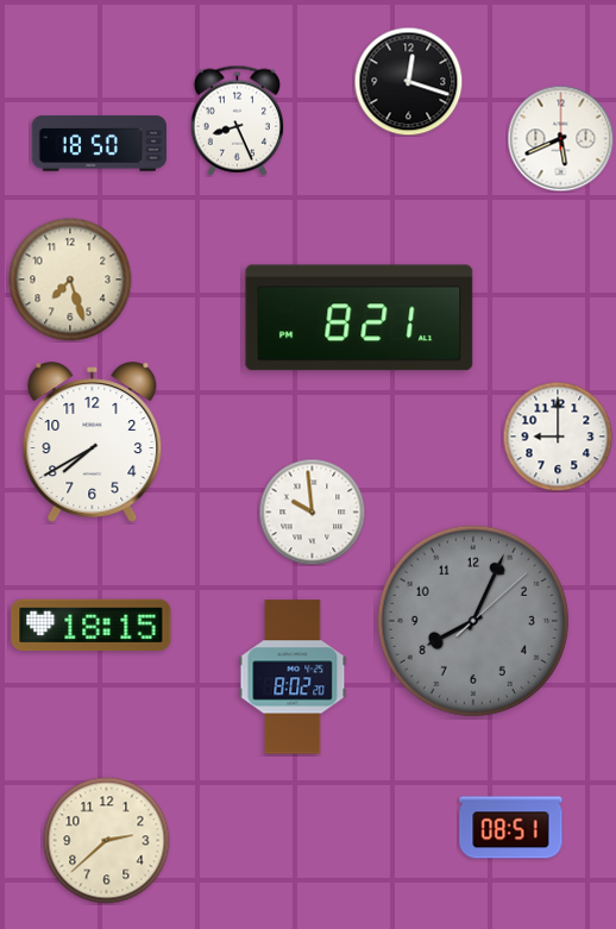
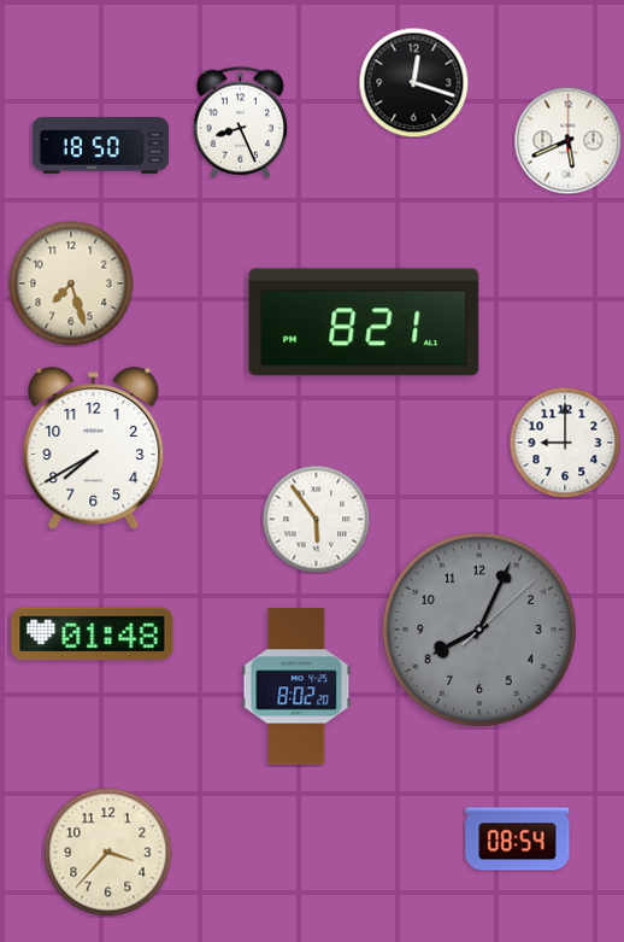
clock at (312, 511): 9:59 -> 5:54
clock at (92, 626): 18:15 -> 01:48
clock at (511, 828): 08:51 -> 08:54
clock at (107, 841): 2:38 -> 3:37
